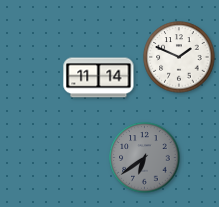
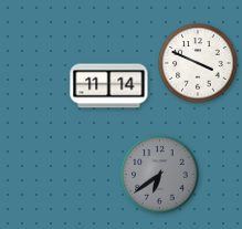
clock at (179, 57): 1:49 -> 3:49
